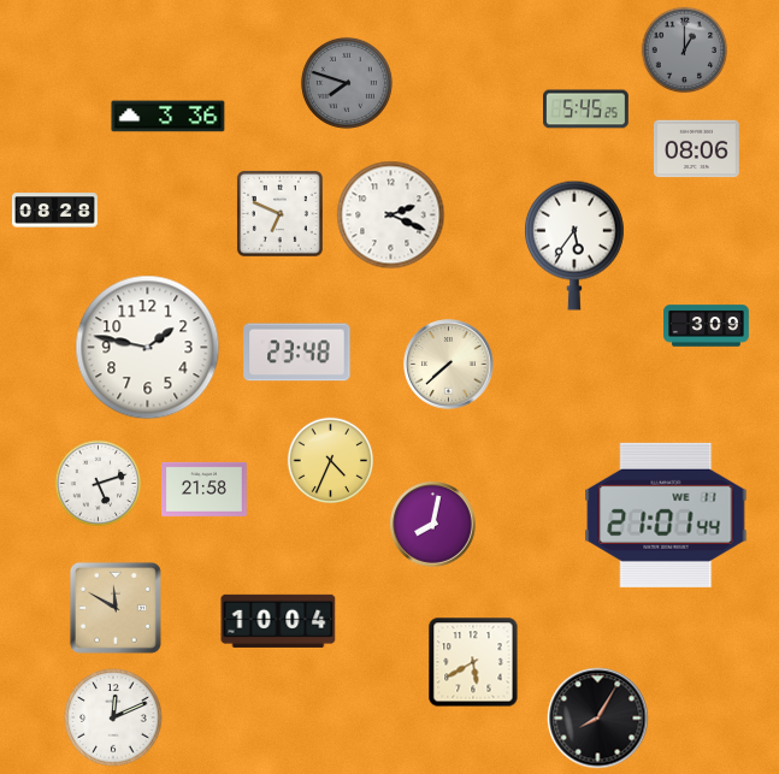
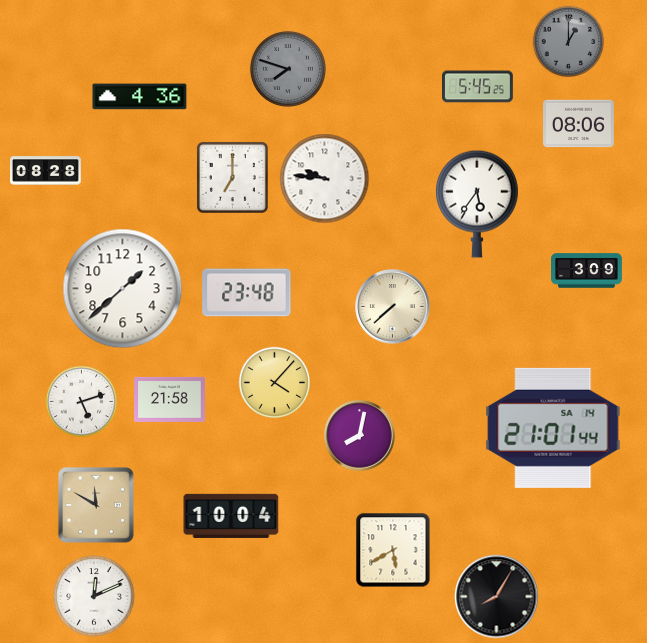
clock at (586, 110) position: (586, 110) -> (478, 87)
clock at (169, 117): 3:36 -> 4:36
clock at (55, 211) position: (55, 211) -> (46, 171)
clock at (279, 213): 6:49 -> 7:00
clock at (391, 215): 2:19 -> 9:46
clock at (148, 348): 1:47 -> 1:38
clock at (449, 365) position: (449, 365) -> (393, 307)
clock at (331, 461): 4:34 -> 4:07
clock at (205, 489) position: (205, 489) -> (170, 399)
clock at (666, 515) date: WE 11 -> SA 14
